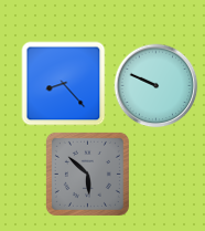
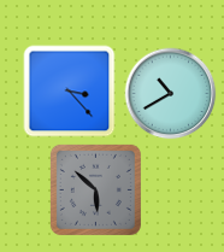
clock at (64, 84): 8:23 -> 3:23
clock at (157, 86): 9:49 -> 10:40
